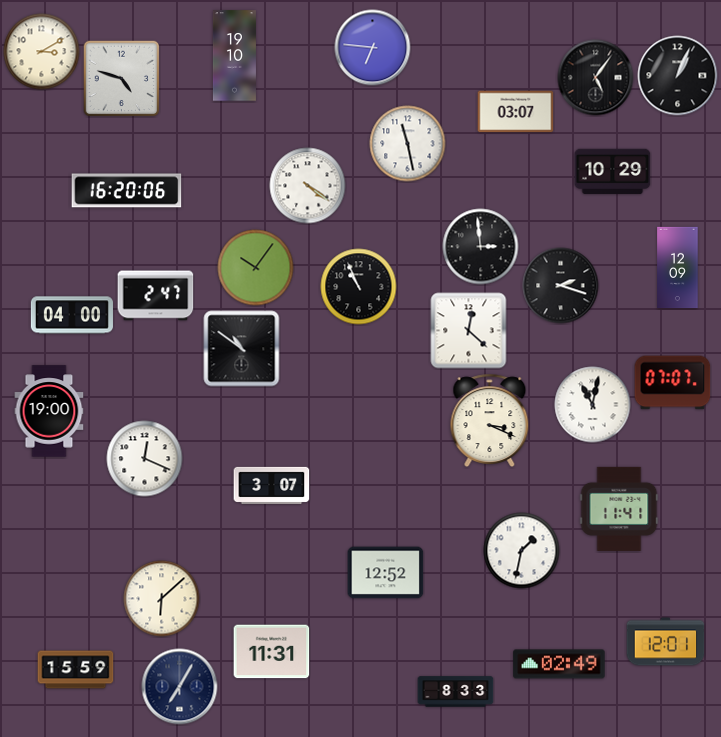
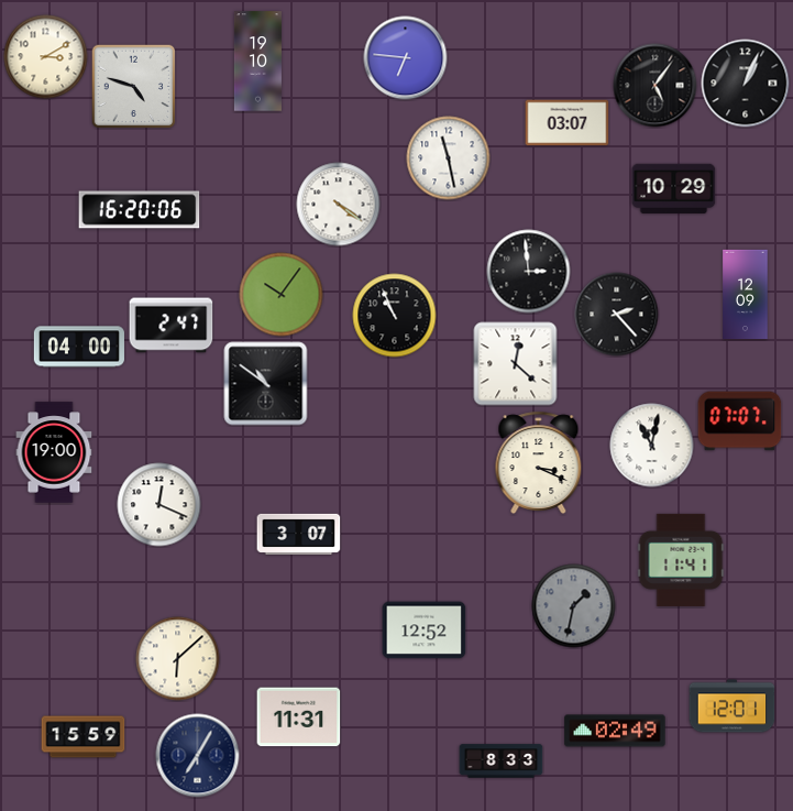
clock at (373, 48) position: (373, 48) -> (406, 58)
clock at (561, 286): 2:18 -> 2:23
clock at (522, 551) dial: white -> grey
